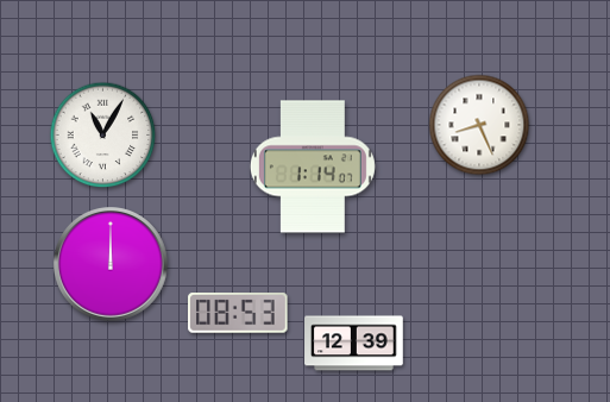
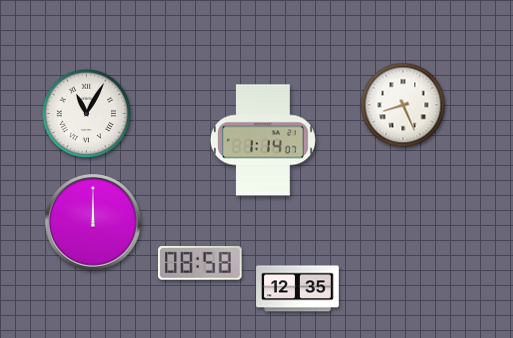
clock at (238, 314): 08:53 -> 08:58
clock at (354, 344): 12:39 -> 12:35
